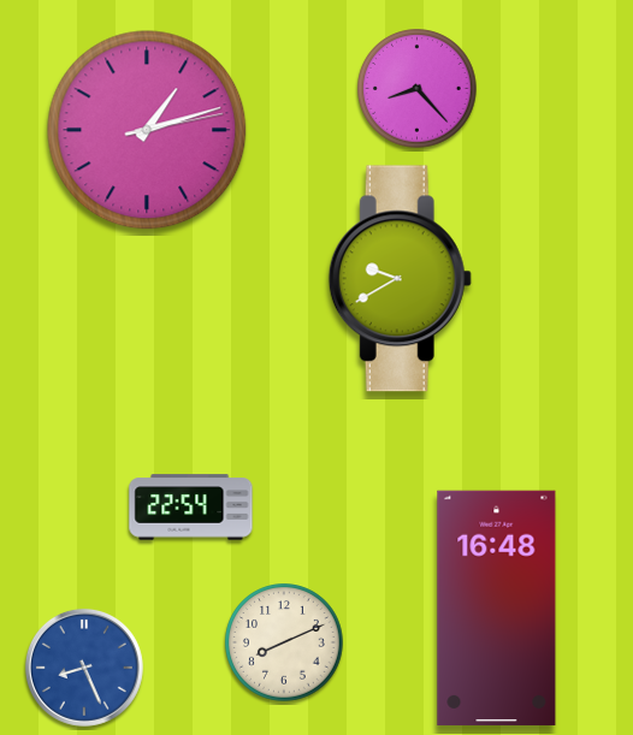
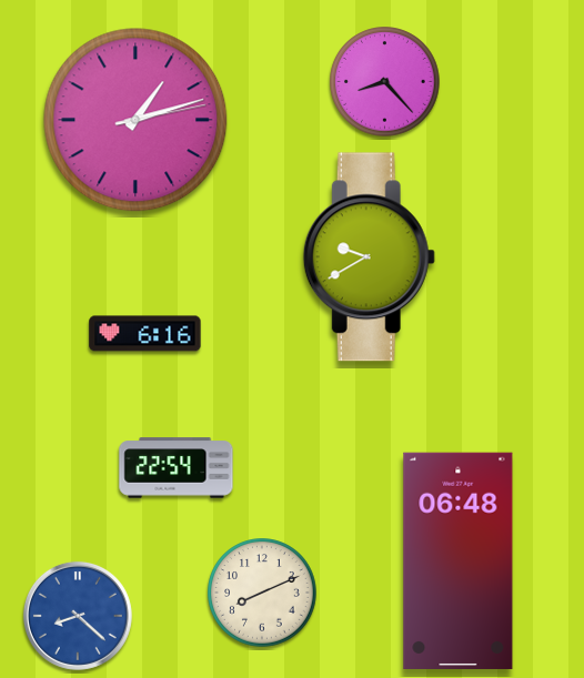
clock at (145, 334): none -> 6:16
clock at (497, 607): 16:48 -> 06:48
clock at (84, 668): 8:26 -> 8:22
